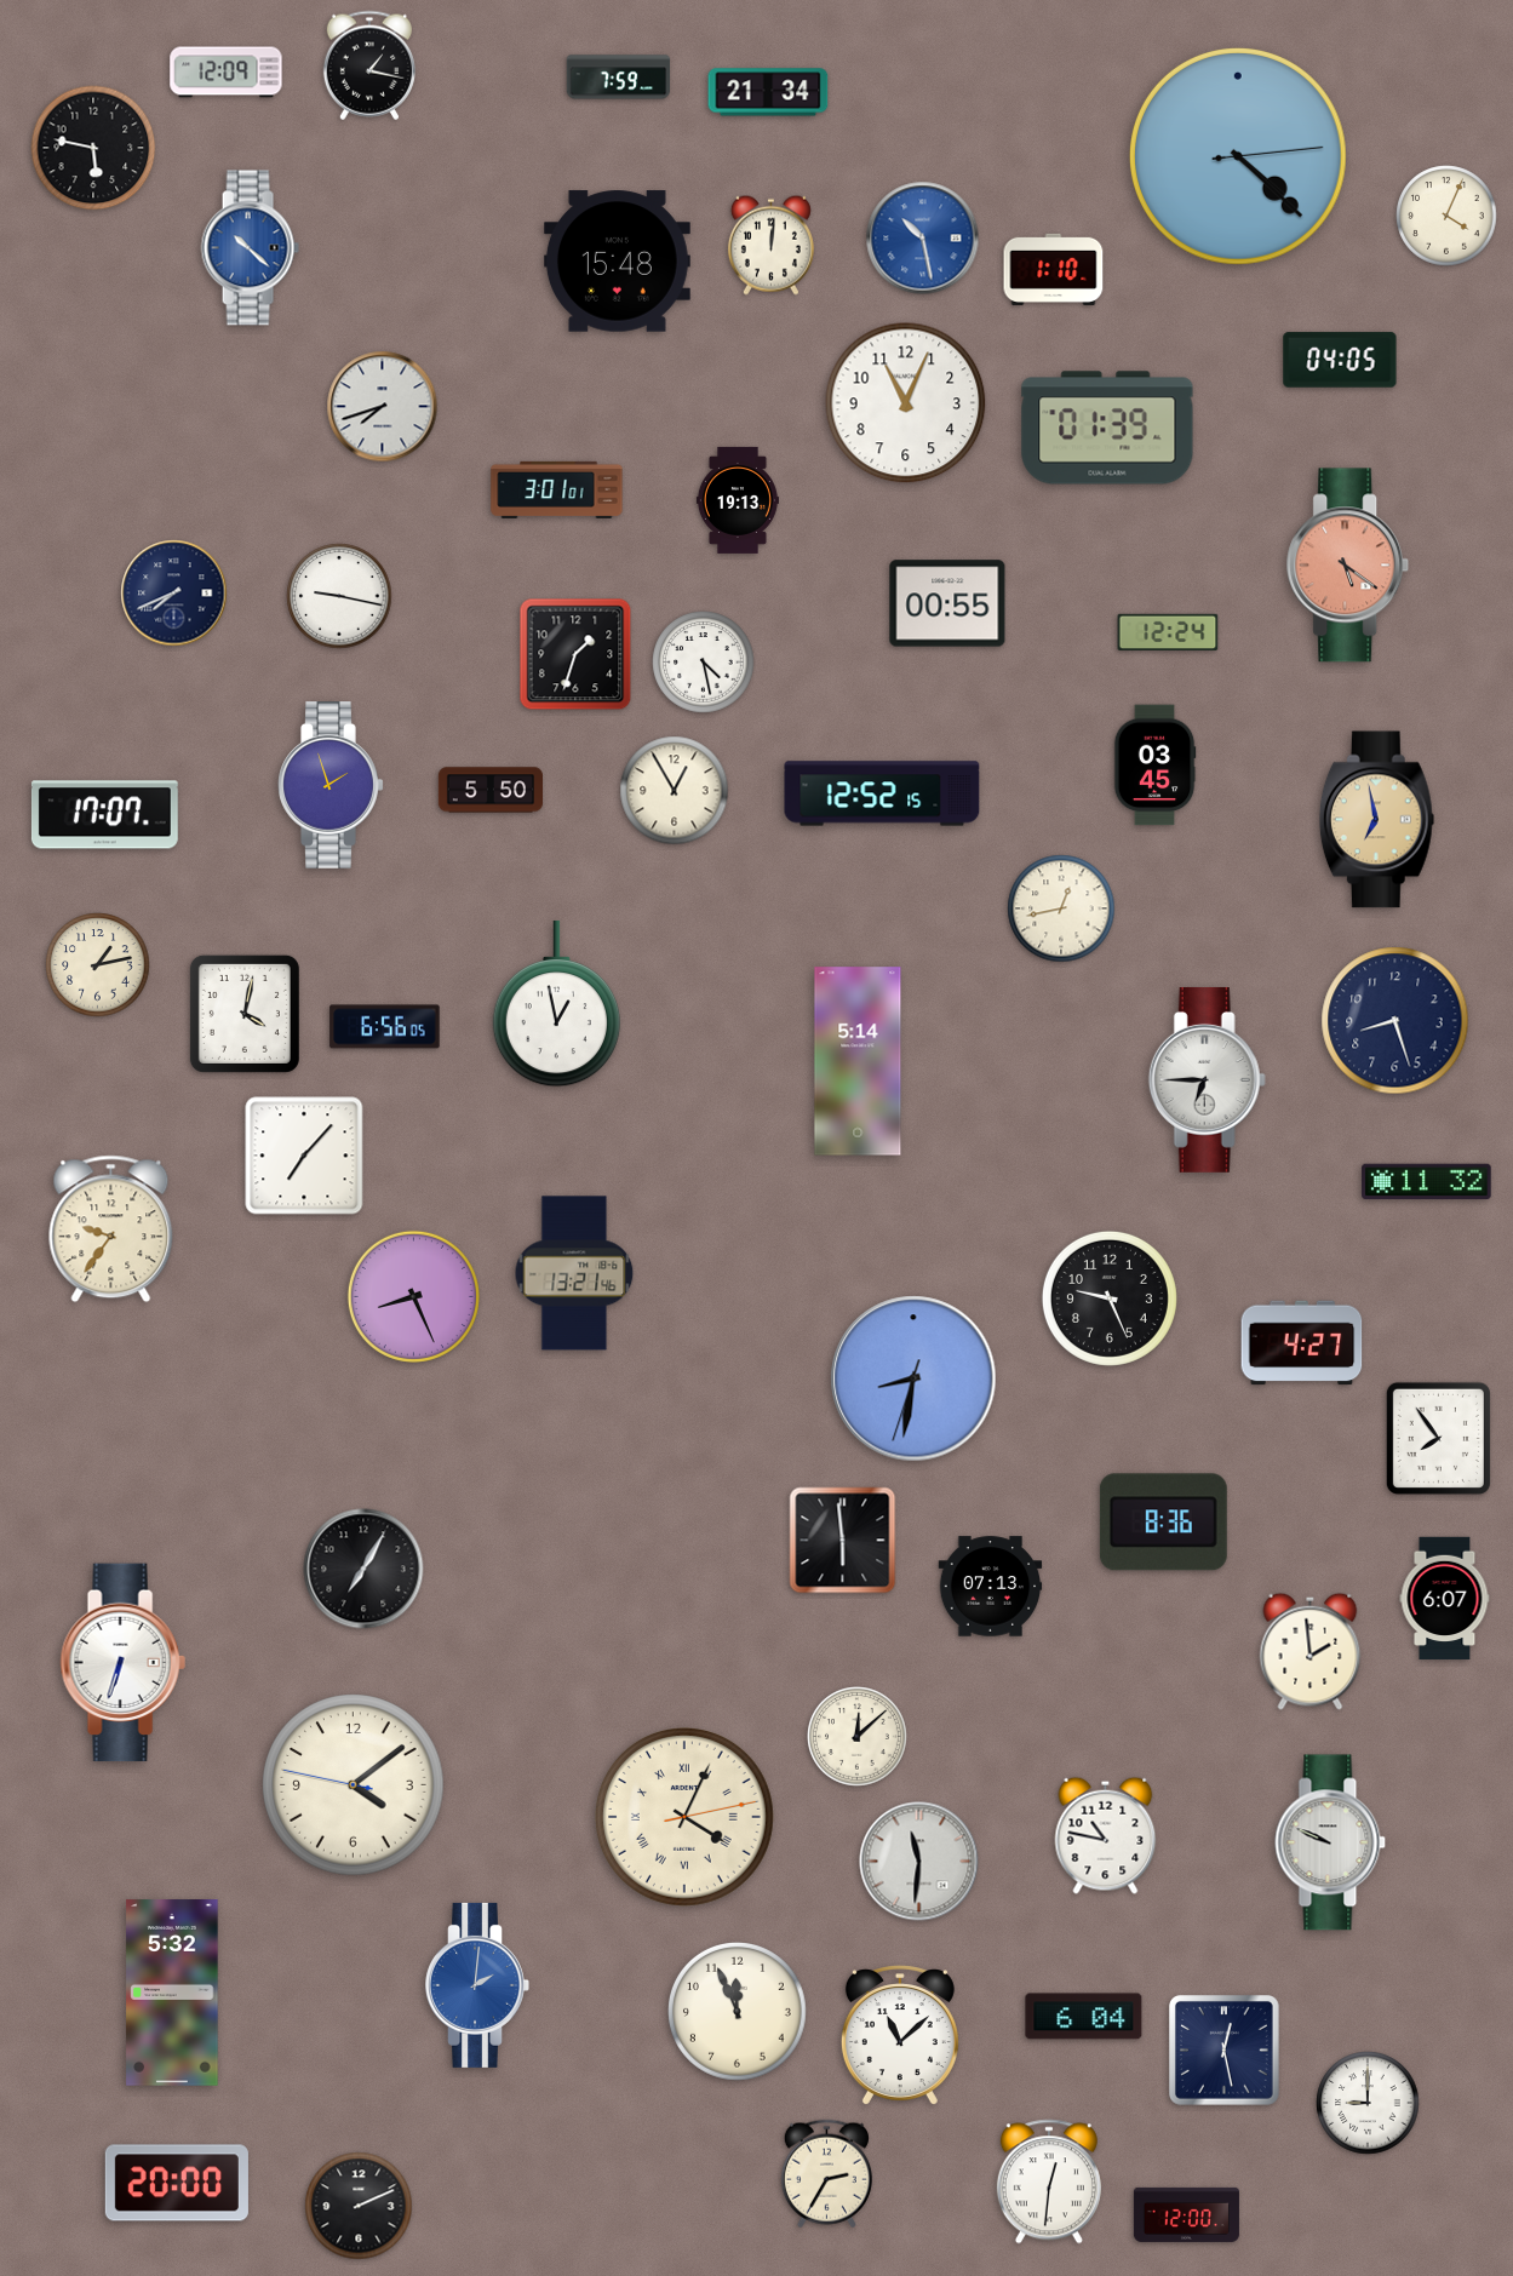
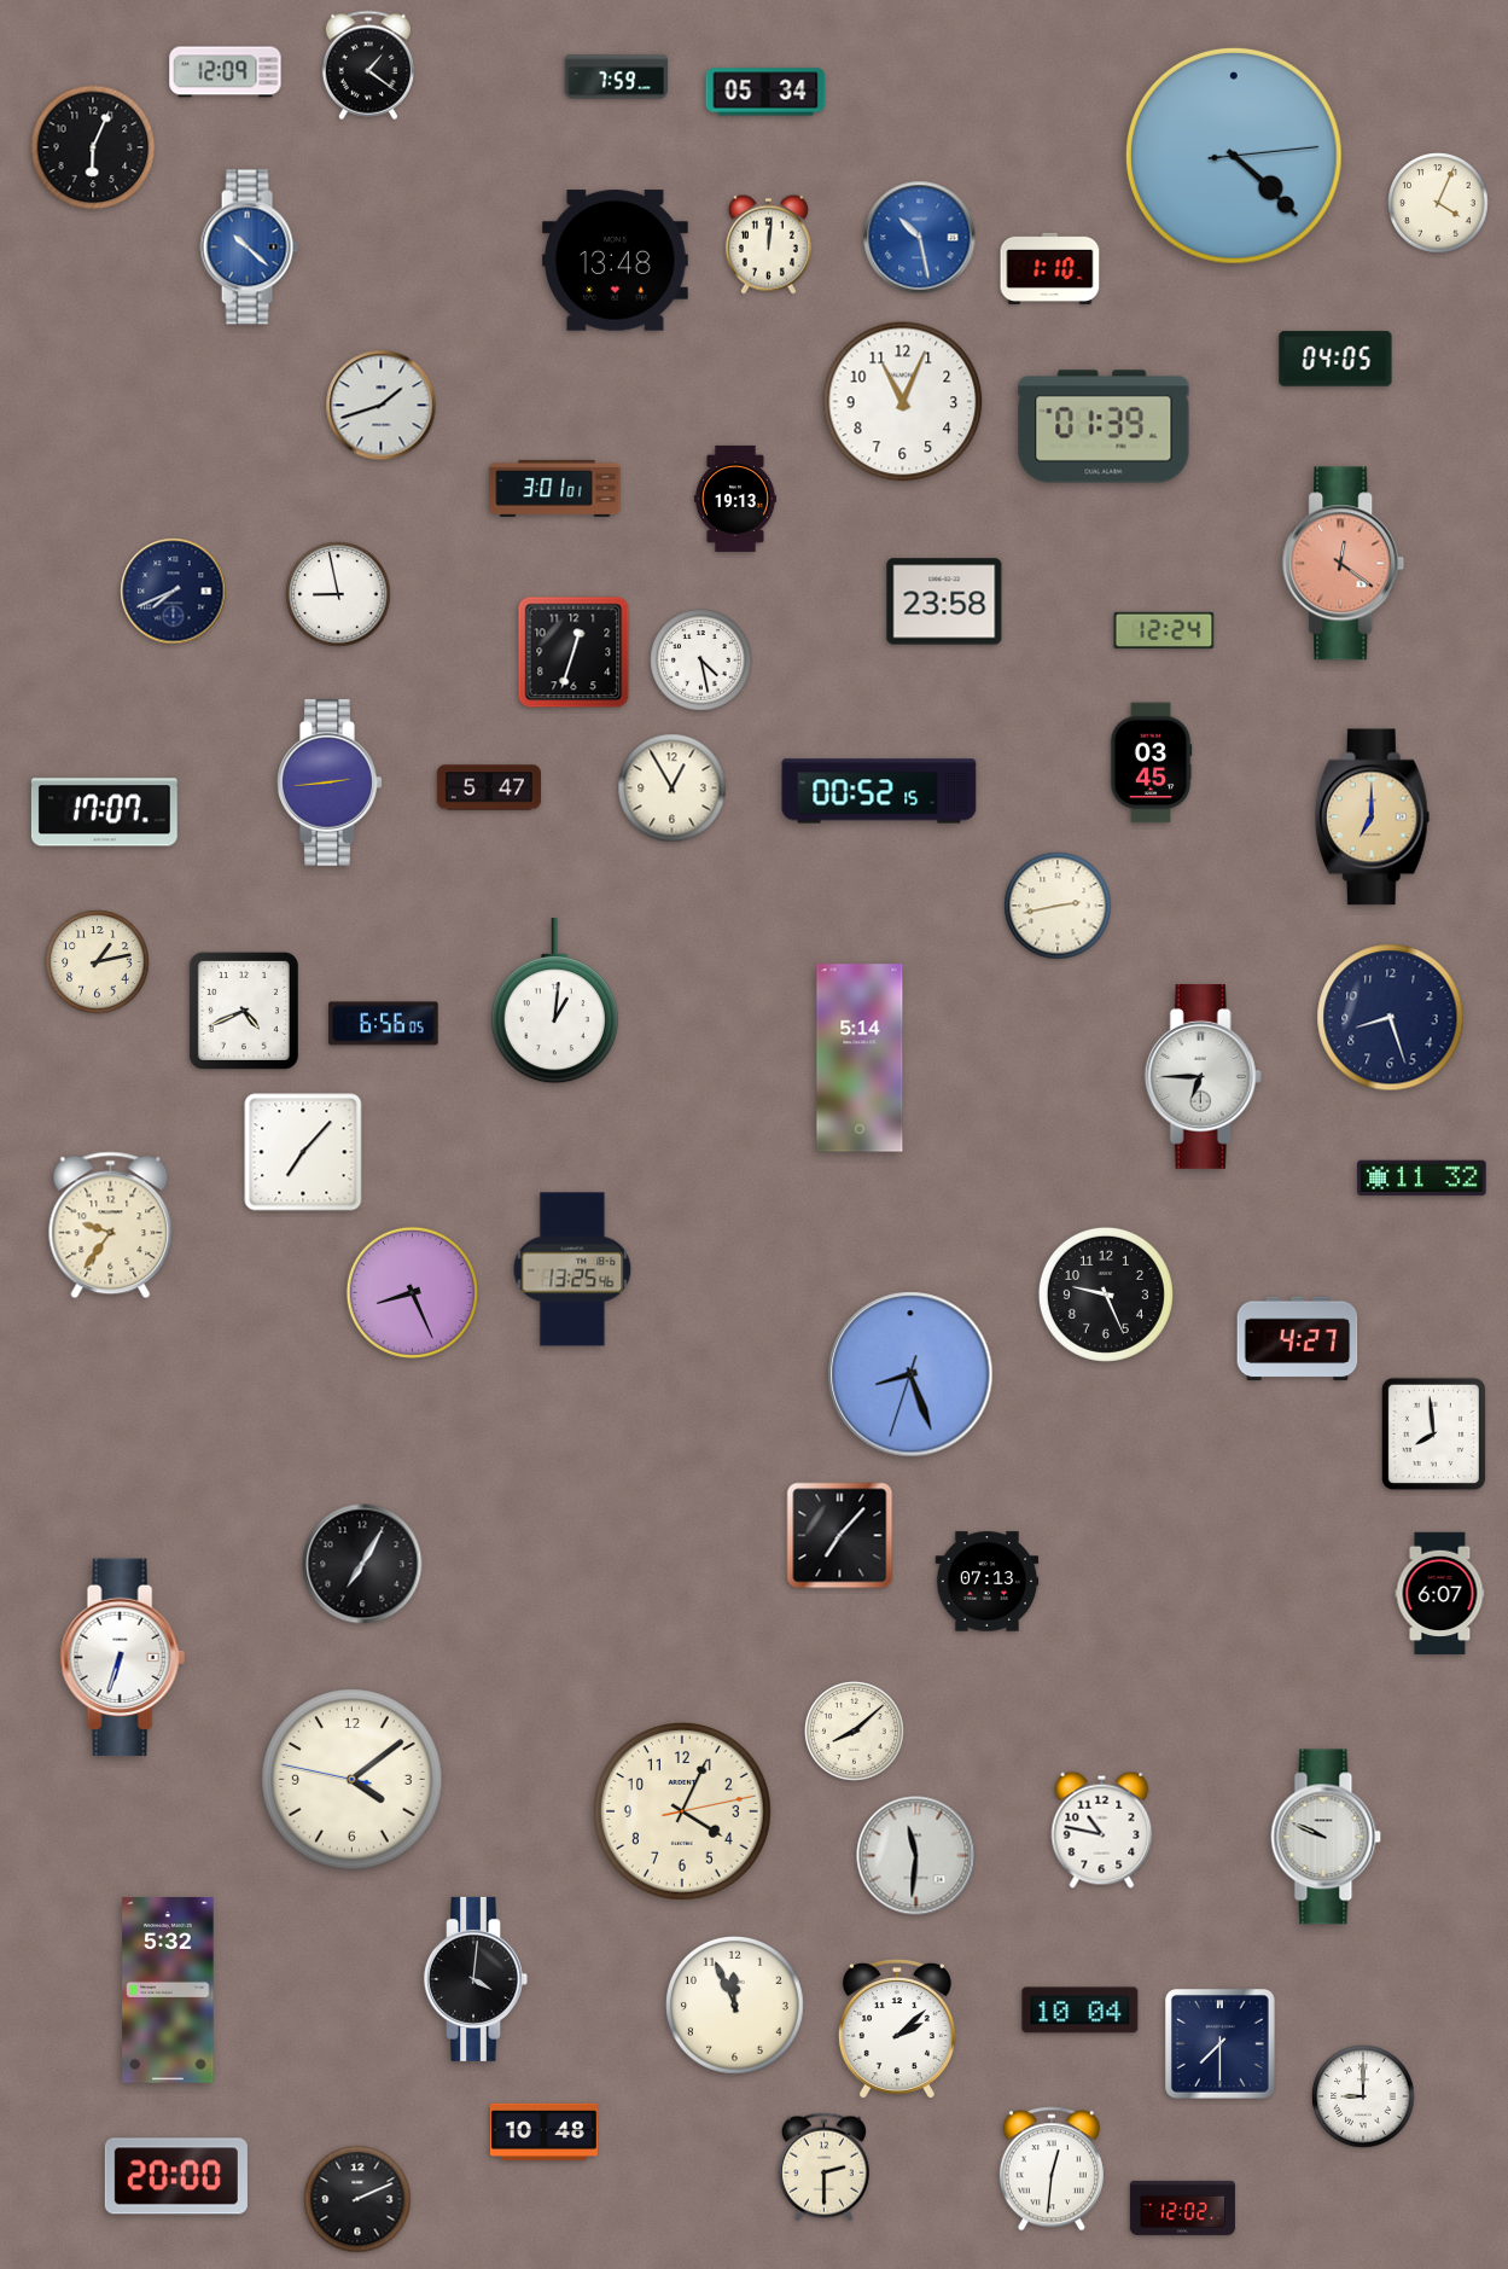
clock at (369, 65): 1:17 -> 1:21
clock at (768, 92): 21:34 -> 05:34
clock at (93, 148): 5:47 -> 6:04
clock at (1446, 216) position: (1446, 216) -> (1438, 203)
clock at (617, 262): 15:48 -> 13:48
clock at (383, 407): 7:42 -> 1:42
clock at (1348, 566): 5:21 -> 12:21
clock at (339, 596): 9:17 -> 8:58
clock at (947, 603): 00:55 -> 23:58
clock at (575, 654): 1:33 -> 12:33
clock at (331, 785): 1:57 -> 2:44
clock at (491, 790): 5:50 -> 5:47
clock at (882, 793): 12:52 -> 00:52
clock at (1376, 820): 6:58 -> 7:00
clock at (1061, 908): 12:43 -> 2:43
clock at (556, 1004): 12:58 -> 1:01
clock at (245, 1014): 4:02 -> 4:41
clock at (858, 1061) position: (858, 1061) -> (860, 1058)
clock at (574, 1273): 13:21 -> 13:25
clock at (913, 1378): 8:31 -> 8:26
clock at (1438, 1438): 7:54 -> 7:59
clock at (1163, 1523): 8:36 -> none
clock at (843, 1541): 5:59 -> 7:07
clock at (1311, 1651): 1:59 -> none
clock at (858, 1737): 12:08 -> 8:08
clock at (686, 1818) numerals: Roman -> Arabic
clock at (477, 1985): 2:01 -> 4:01
clock at (477, 1985) dial: blue -> black
clock at (172, 1993) position: (172, 1993) -> (168, 1990)
clock at (1084, 2017): 6:04 -> 10:04
clock at (900, 2035): 11:08 -> 2:08
clock at (1225, 2051): 12:28 -> 7:30
clock at (545, 2131): none -> 10:48
clock at (826, 2174): 2:35 -> 2:30
clock at (1049, 2182) position: (1049, 2182) -> (1052, 2169)
clock at (1186, 2214): 12:00 -> 12:02
